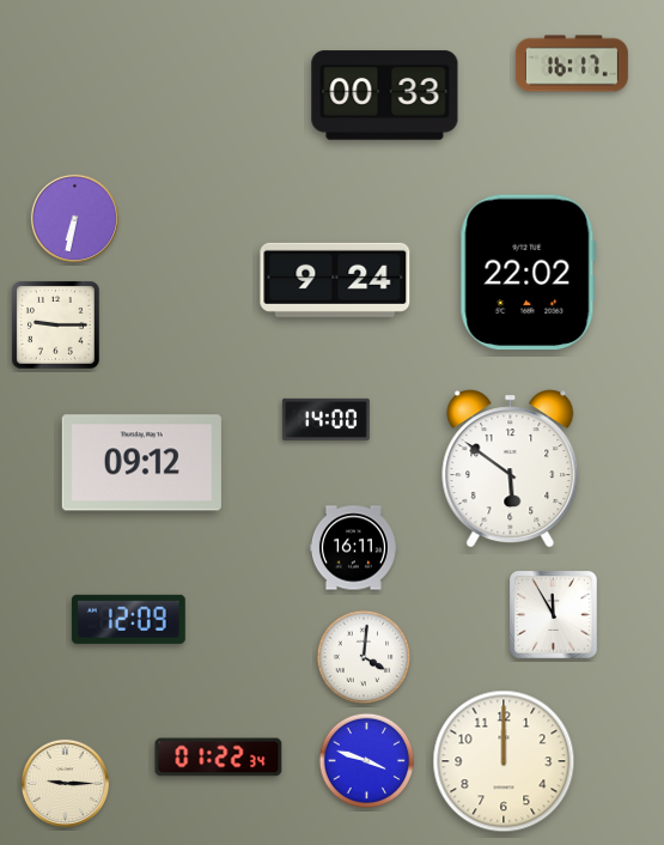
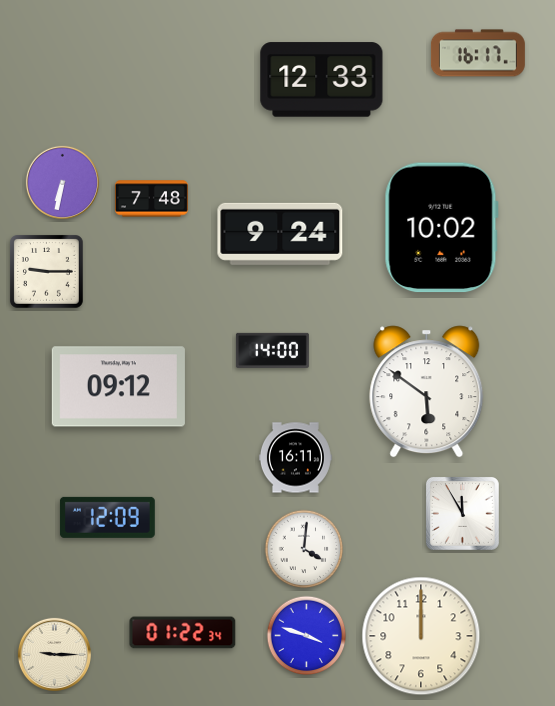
clock at (385, 96): 00:33 -> 12:33
clock at (151, 199): none -> 7:48
clock at (528, 273): 22:02 -> 10:02
